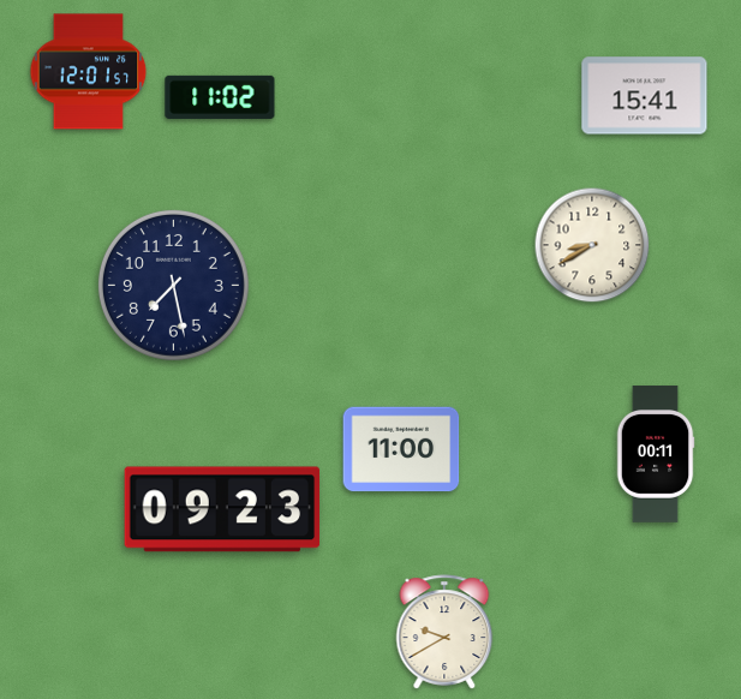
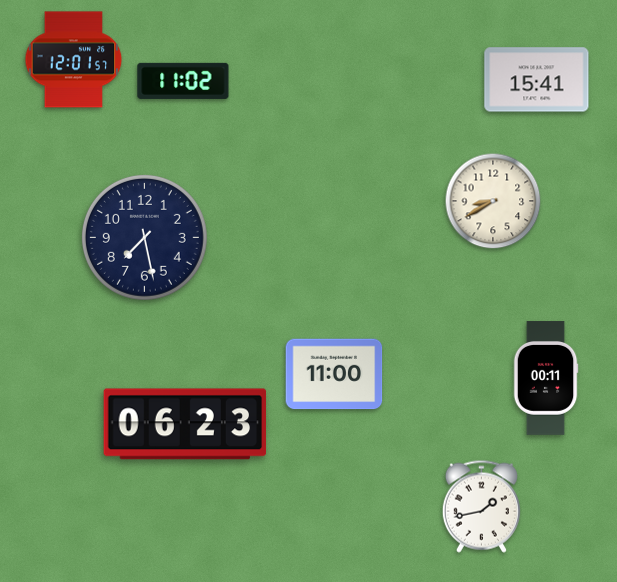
clock at (592, 245) position: (592, 245) -> (493, 201)
clock at (222, 509): 09:23 -> 06:23
clock at (481, 506): none -> 1:43
clock at (444, 632): 9:40 -> none
